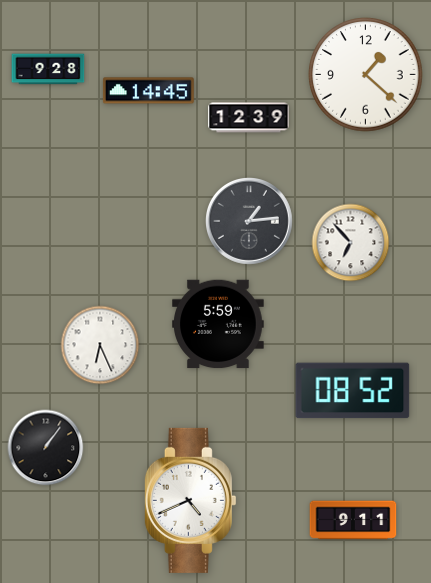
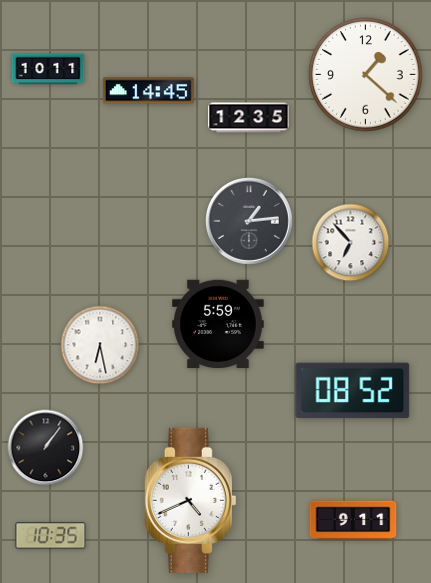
clock at (48, 69): 9:28 -> 10:11
clock at (249, 118): 12:39 -> 12:35
clock at (100, 345): 6:26 -> 6:28
clock at (51, 536): none -> 10:35
